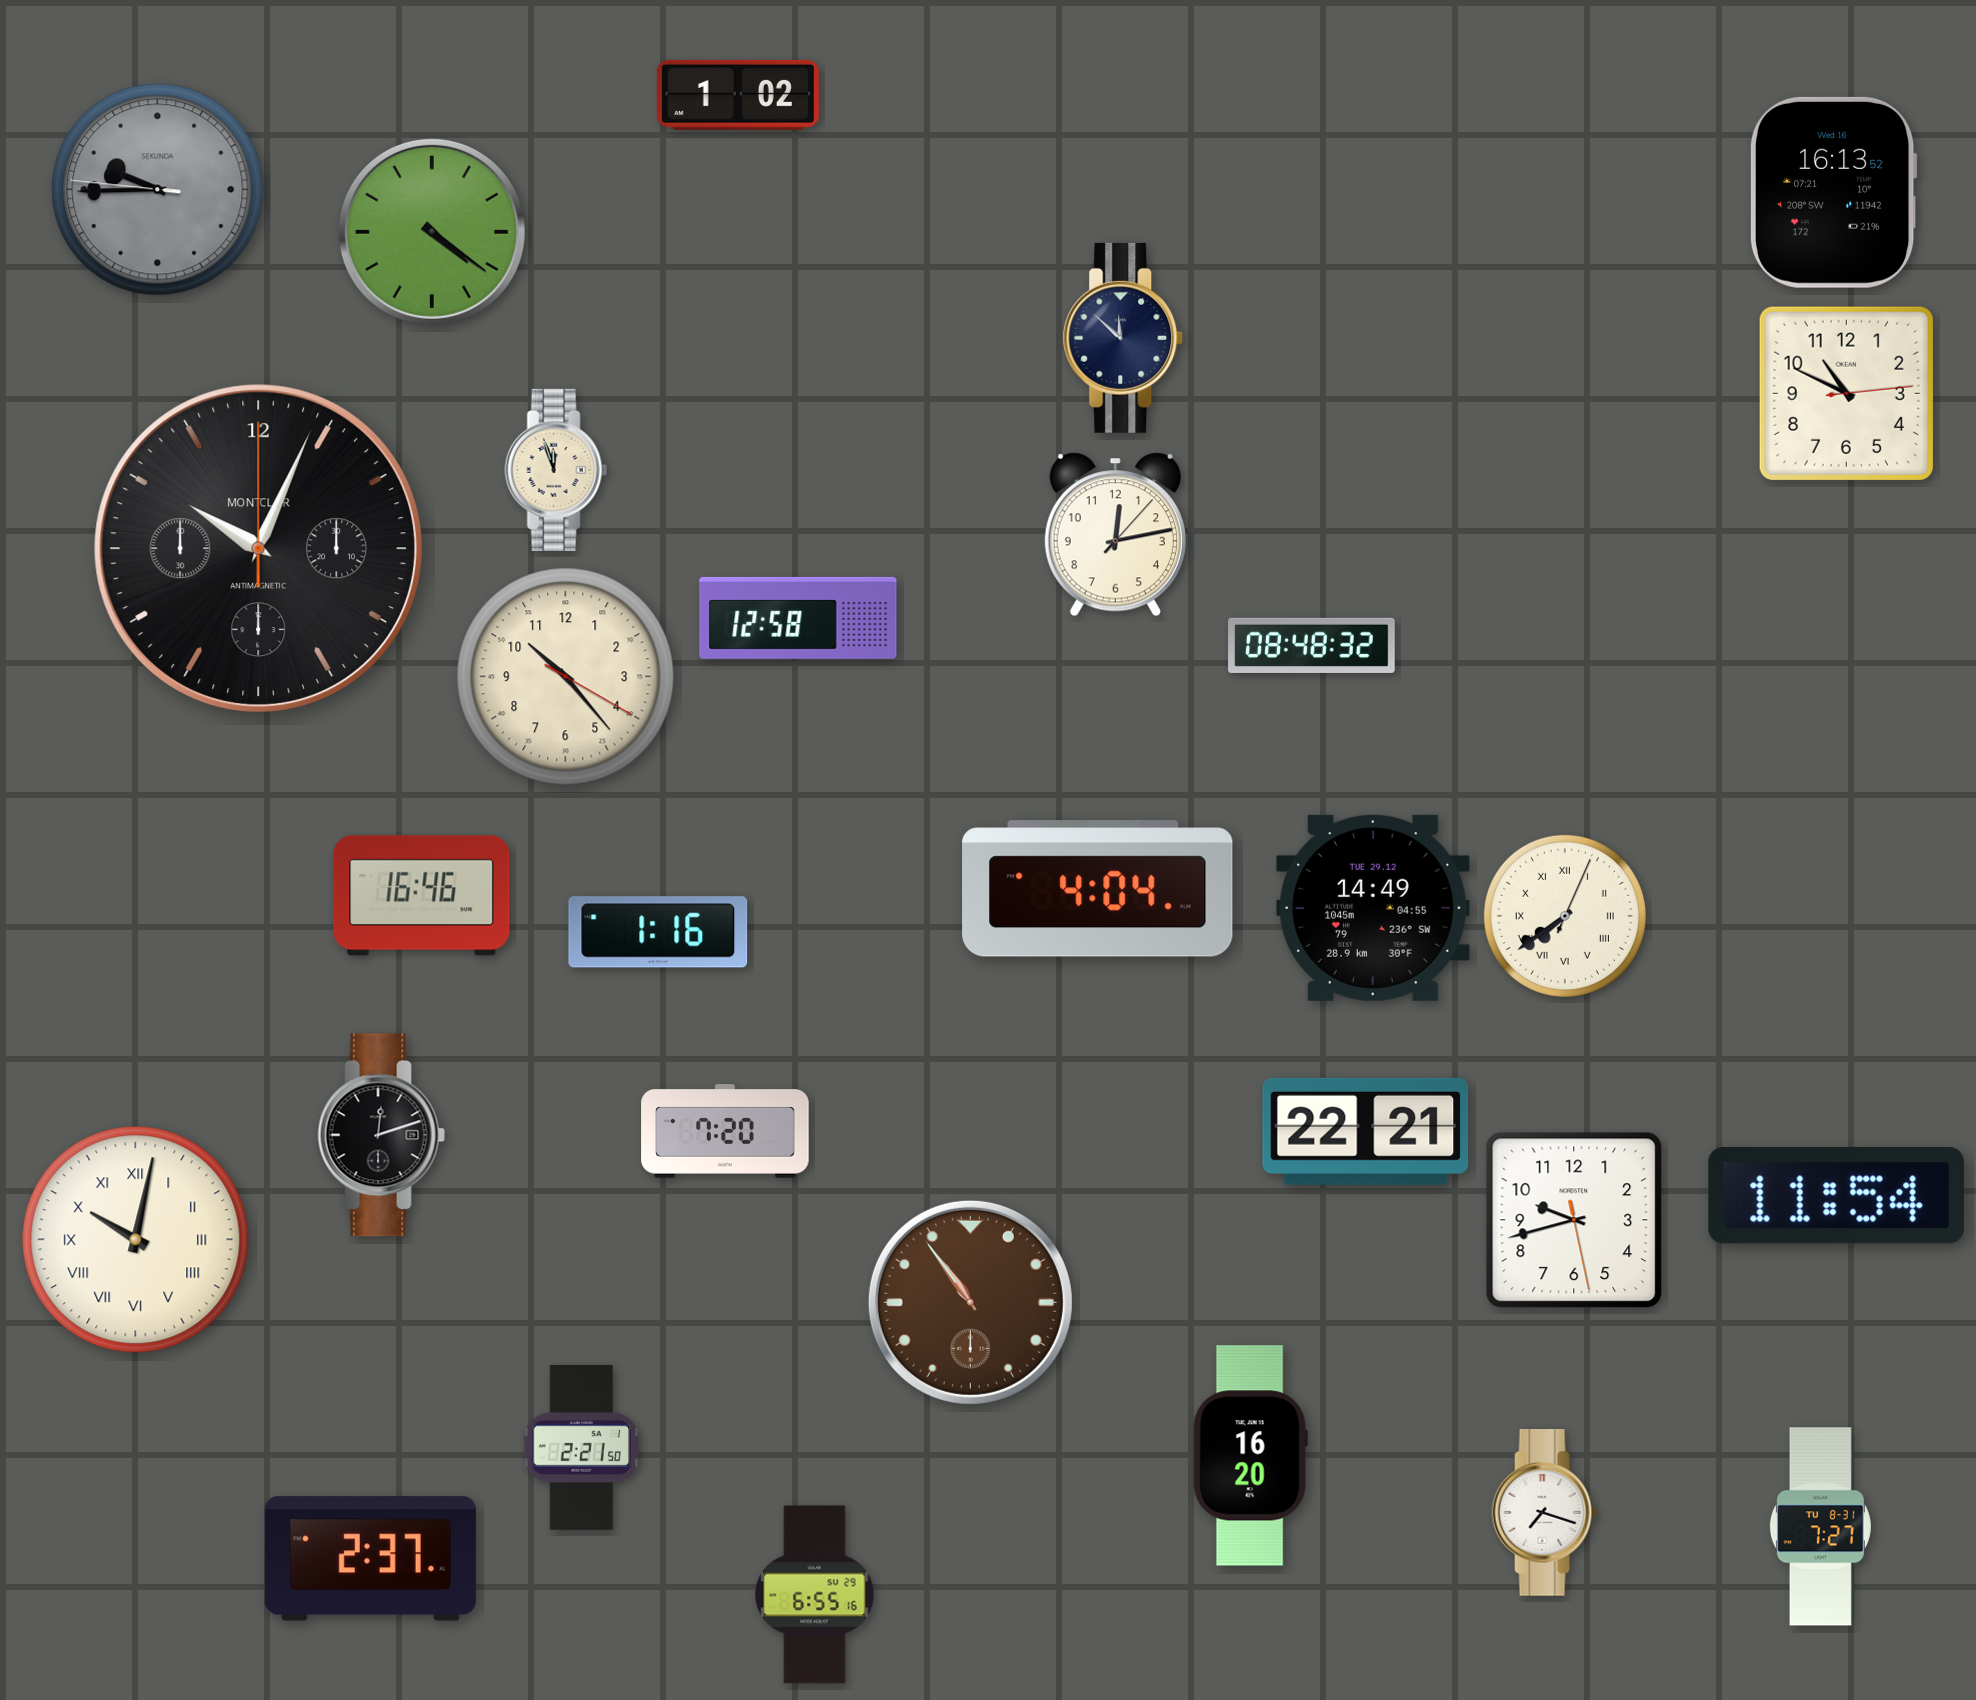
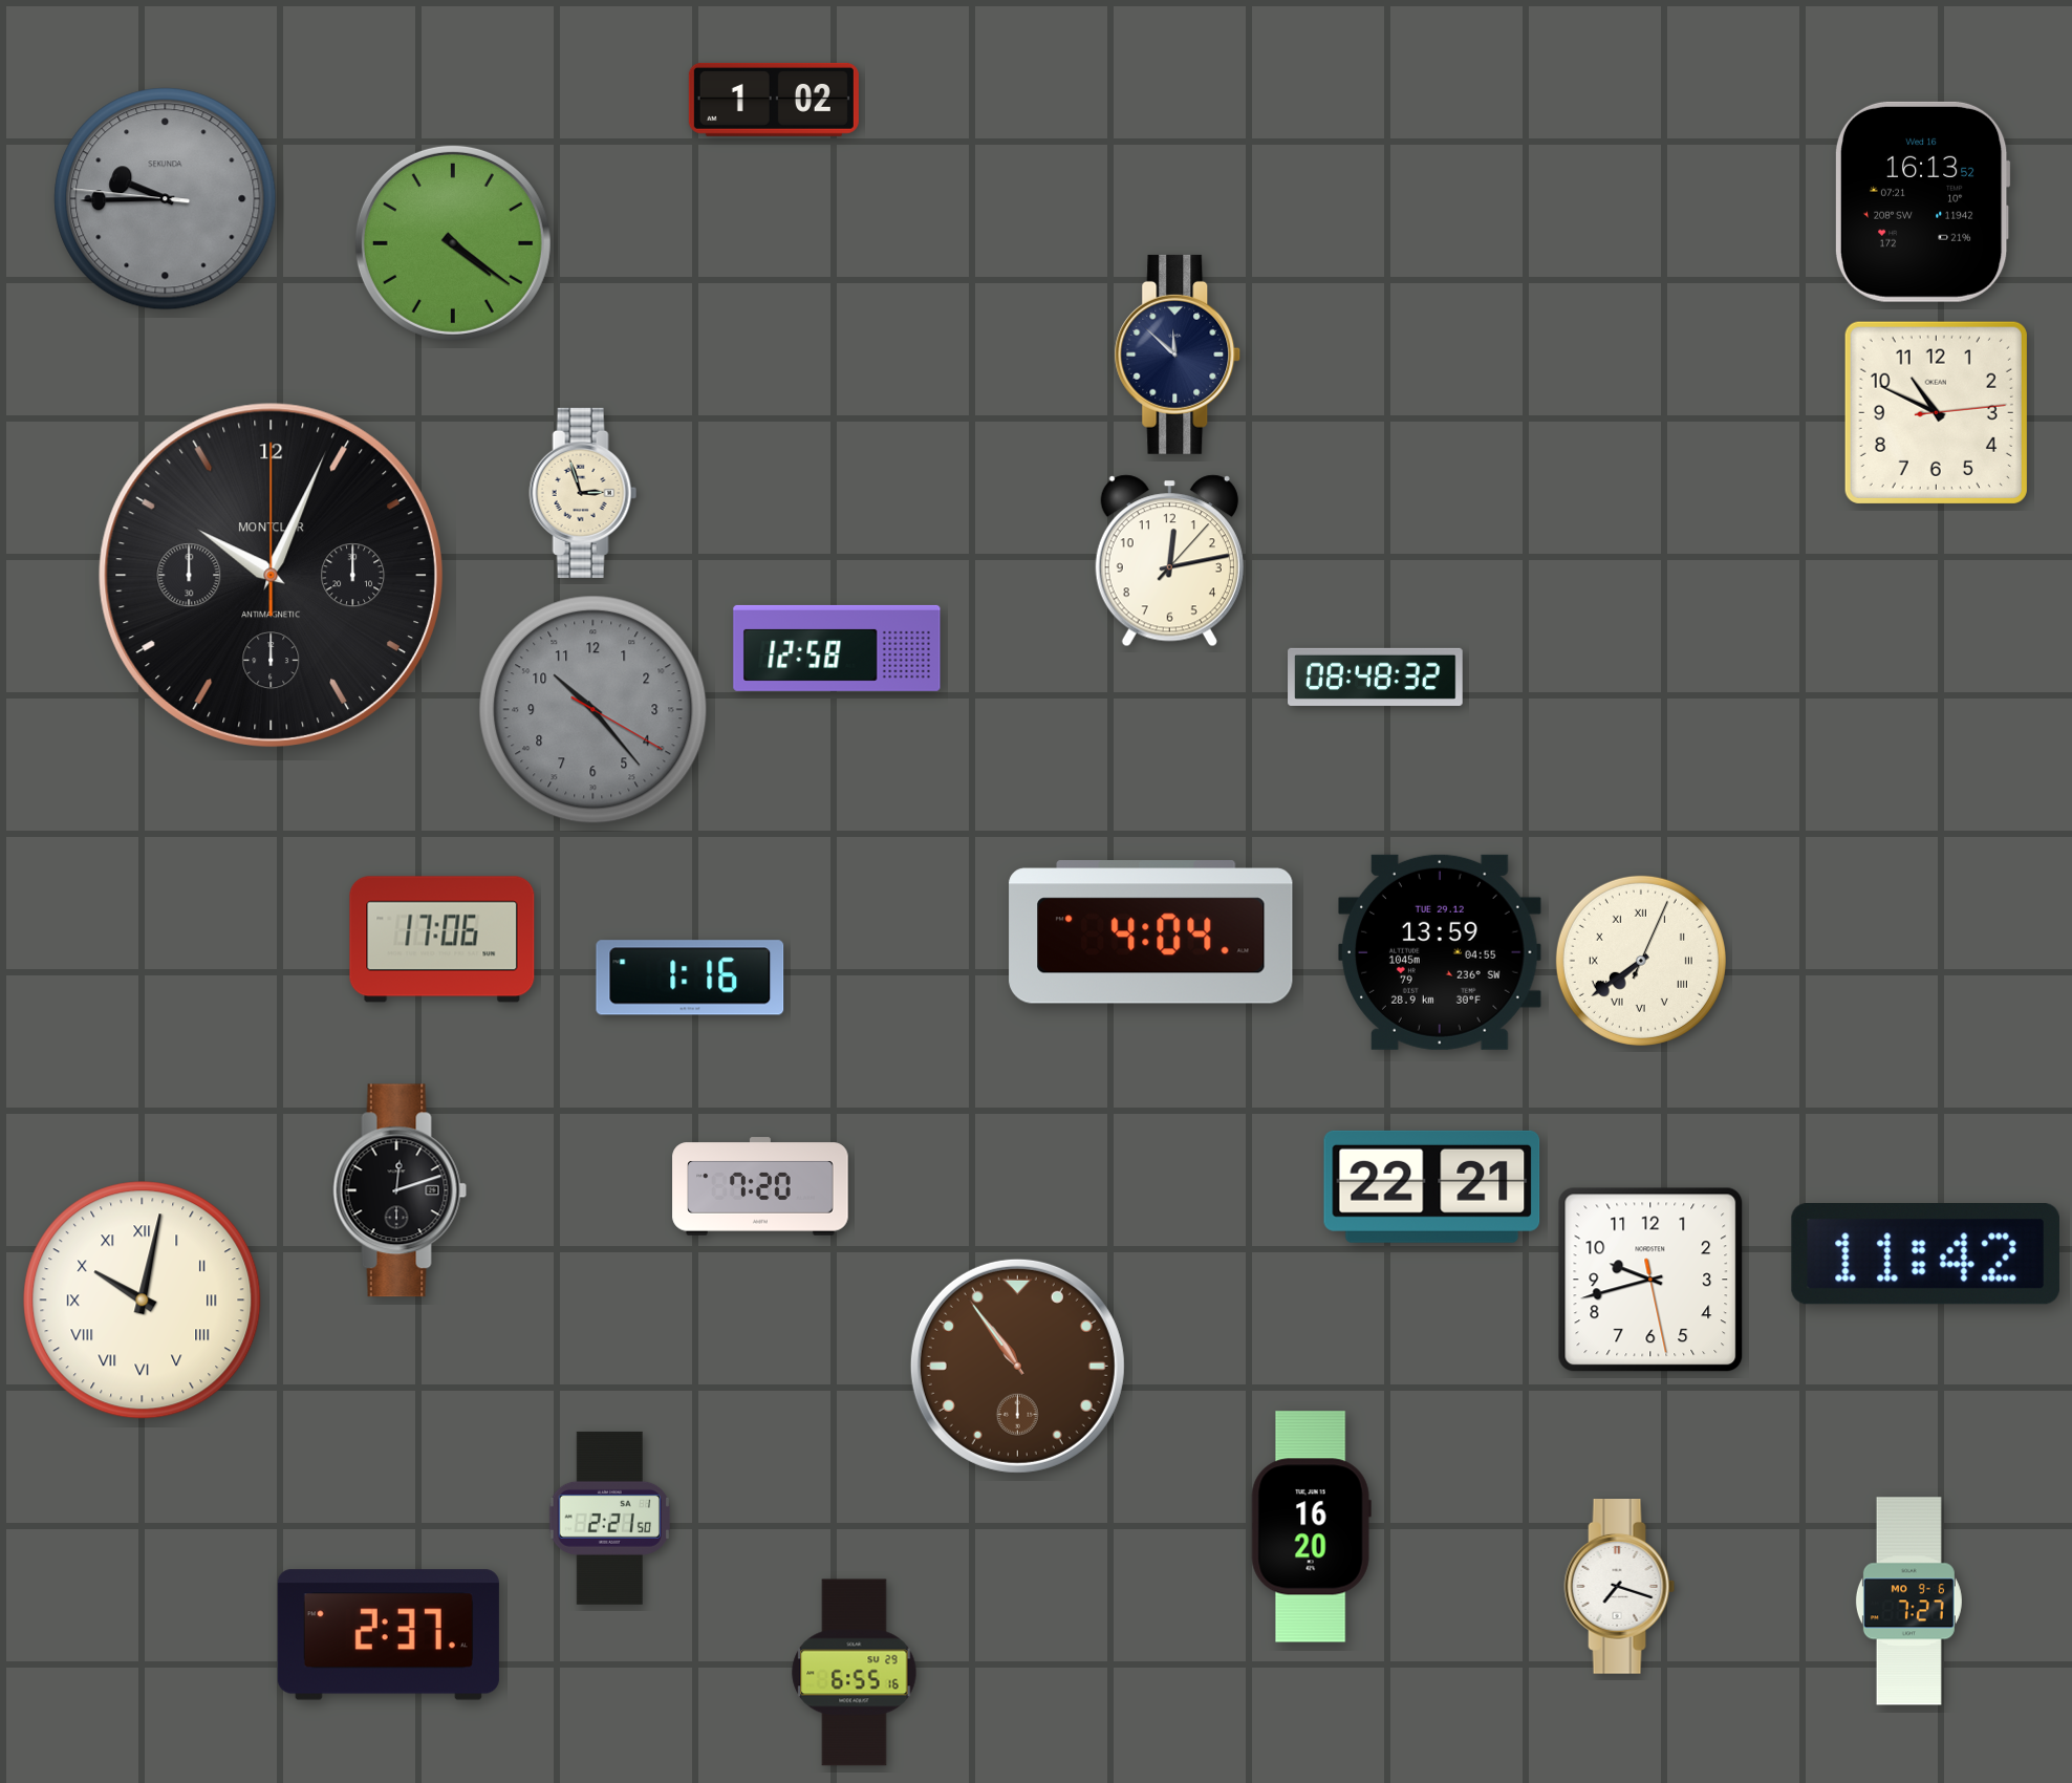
clock at (556, 470): 11:57 -> 2:57
clock at (566, 677) dial: cream -> grey
clock at (422, 896): 16:46 -> 17:06
clock at (1374, 908): 14:49 -> 13:59
clock at (1836, 1196): 11:54 -> 11:42
clock at (1820, 1527) date: TU 8-31 -> MO 9-6
